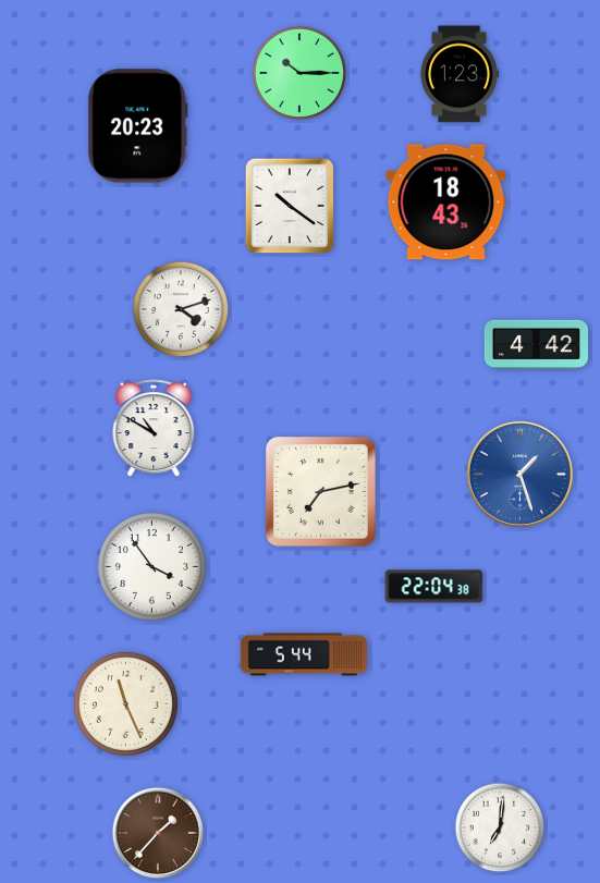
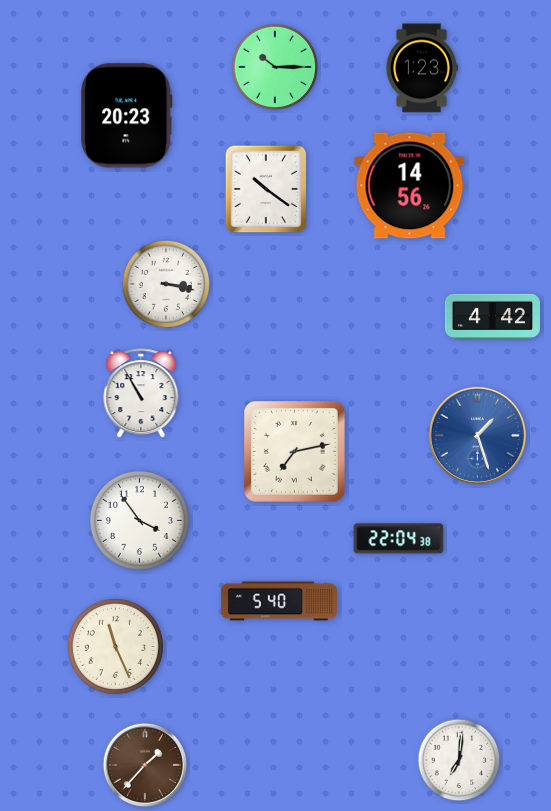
clock at (446, 203): 18:43 -> 14:56
clock at (181, 309): 4:12 -> 3:17
clock at (154, 429): 10:50 -> 10:55
clock at (304, 654): 5:44 -> 5:40
